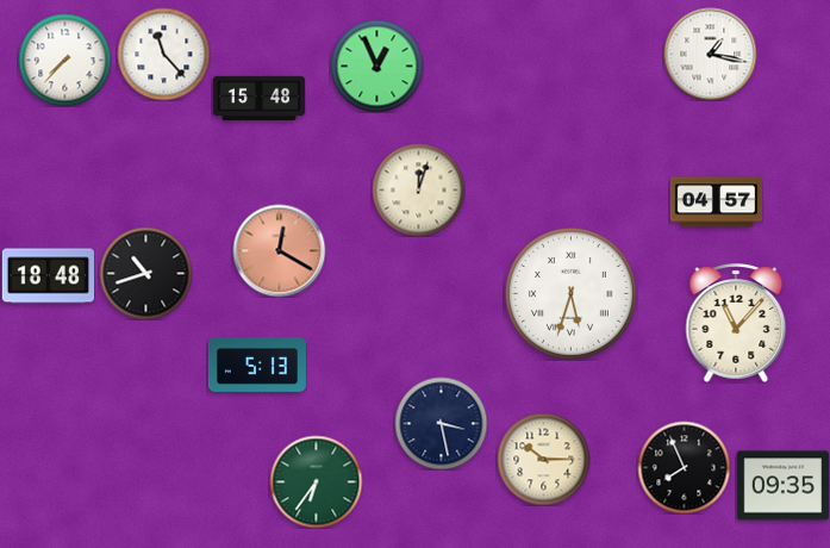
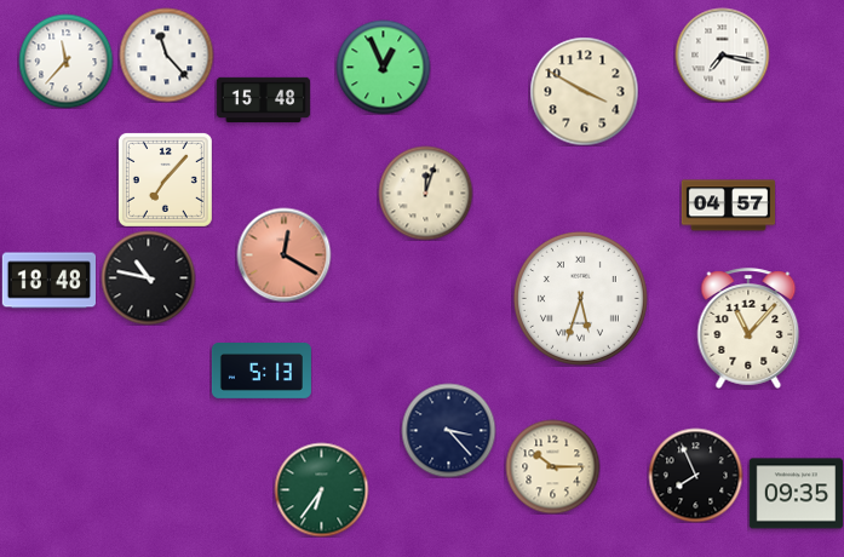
clock at (710, 54): 1:17 -> 7:17
clock at (64, 60): 7:37 -> 11:37
clock at (584, 91): none -> 3:50
clock at (165, 179): none -> 7:07
clock at (145, 273): 10:42 -> 10:47
clock at (441, 423): 3:28 -> 3:23
